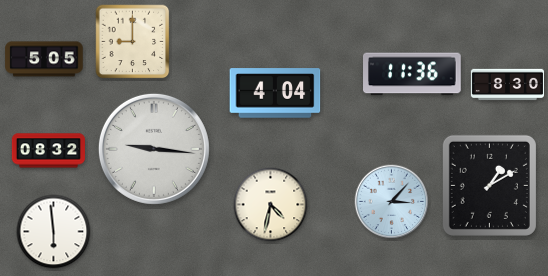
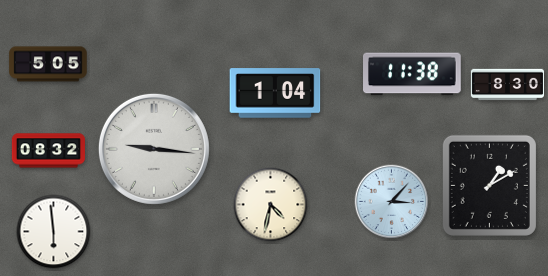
clock at (133, 42): 9:00 -> none
clock at (44, 59) position: (44, 59) -> (48, 64)
clock at (413, 74): 11:36 -> 11:38
clock at (275, 93): 4:04 -> 1:04
